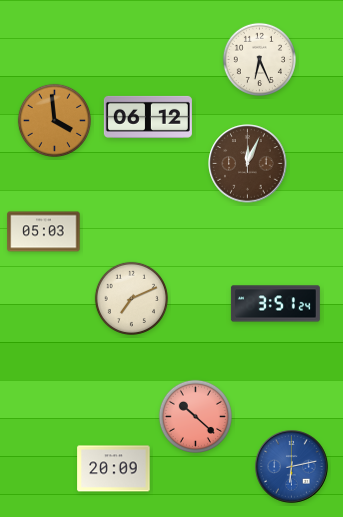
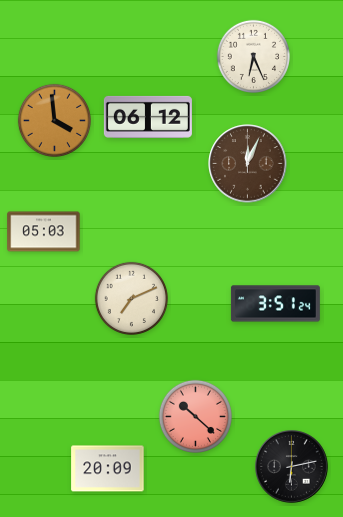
clock at (259, 59) position: (259, 59) -> (253, 56)
clock at (292, 467) dial: blue -> black
clock at (114, 469) position: (114, 469) -> (108, 469)
